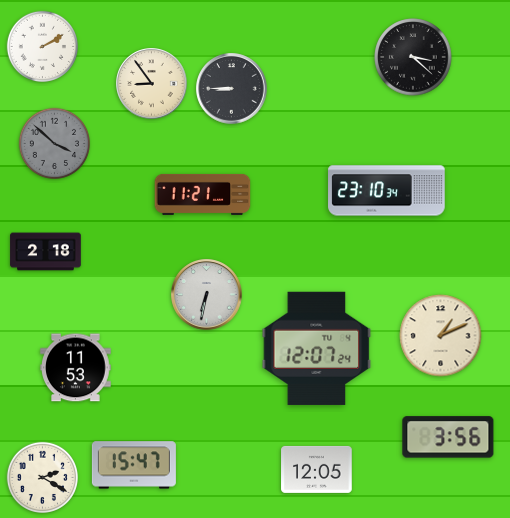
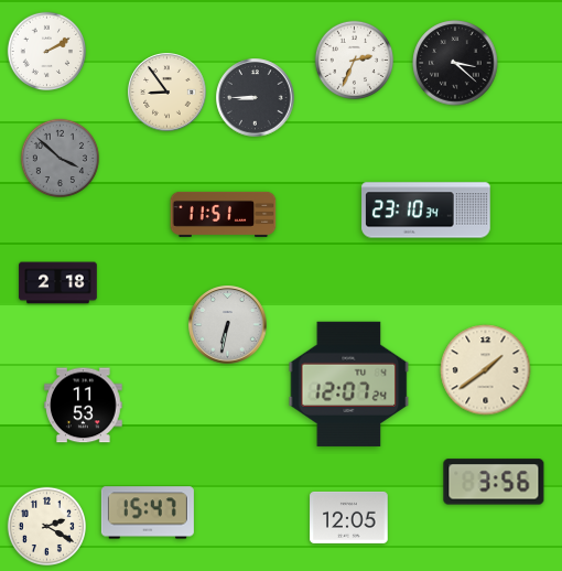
clock at (354, 60): none -> 2:34
clock at (203, 194): 11:21 -> 11:51
clock at (46, 252) position: (46, 252) -> (58, 283)
clock at (441, 336): 1:11 -> 1:39
